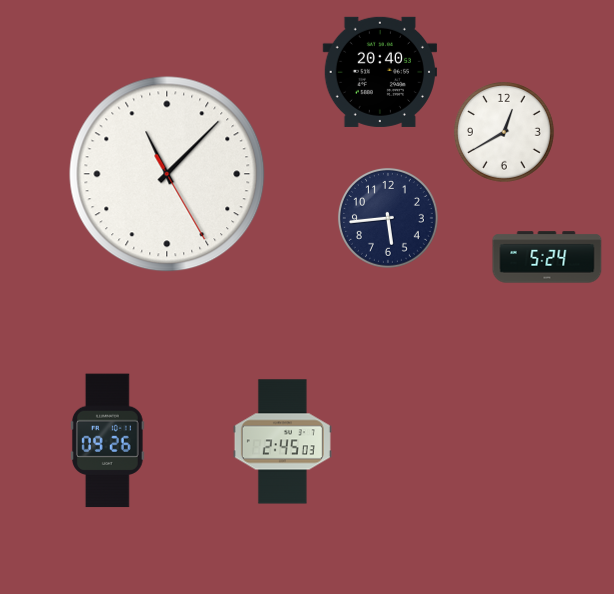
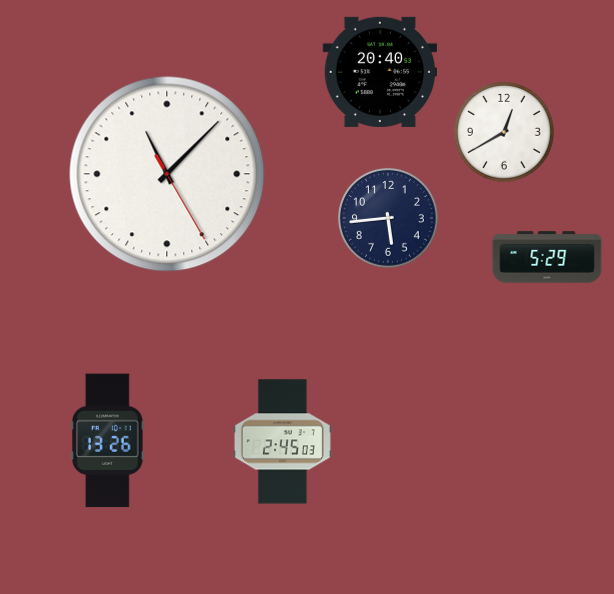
clock at (547, 257): 5:24 -> 5:29
clock at (108, 441): 09:26 -> 13:26
